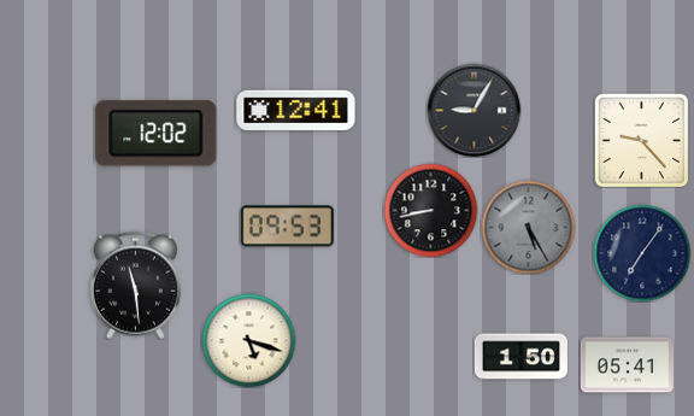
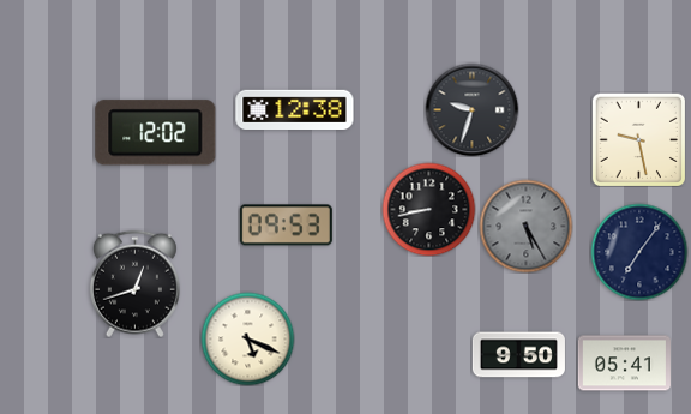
clock at (296, 110): 12:41 -> 12:38
clock at (474, 110): 9:05 -> 9:33
clock at (641, 140): 9:23 -> 9:28
clock at (135, 285): 11:29 -> 12:42
clock at (248, 340): 5:18 -> 5:19
clock at (520, 357): 1:50 -> 9:50
